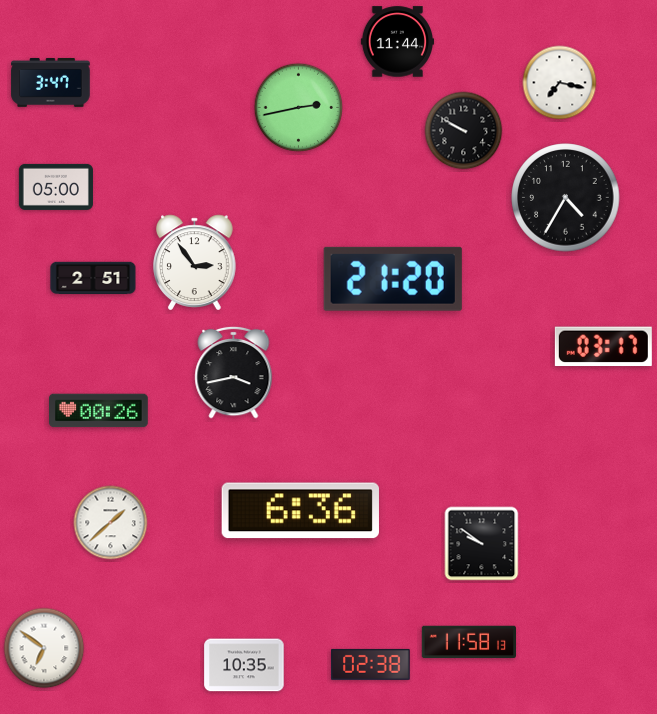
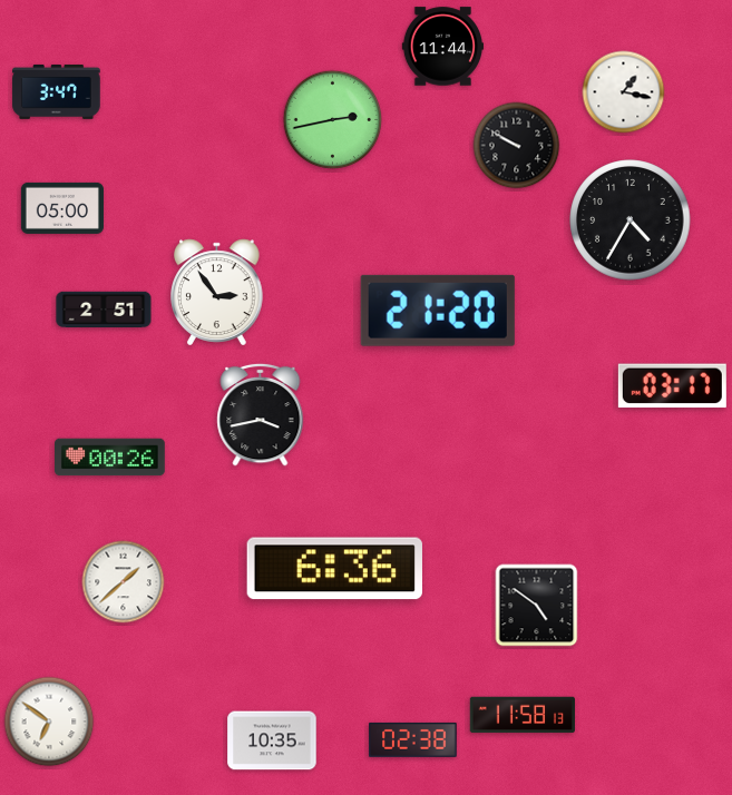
clock at (560, 83): 7:17 -> 1:17
clock at (482, 544): 9:51 -> 4:51
